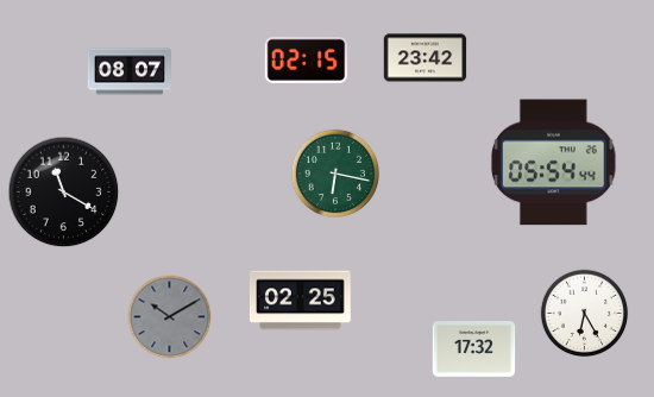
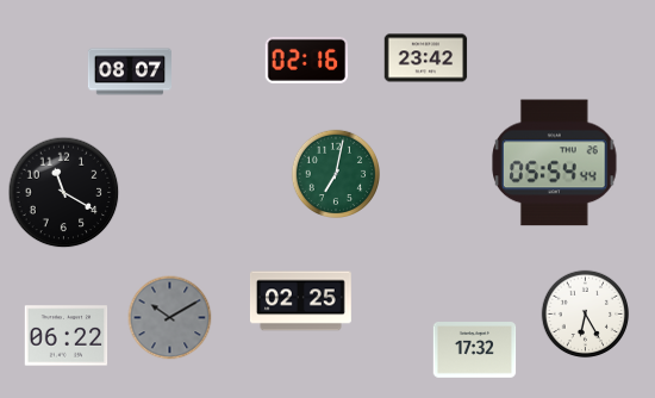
clock at (307, 59): 02:15 -> 02:16
clock at (334, 172): 6:17 -> 7:02
clock at (67, 336): none -> 06:22
